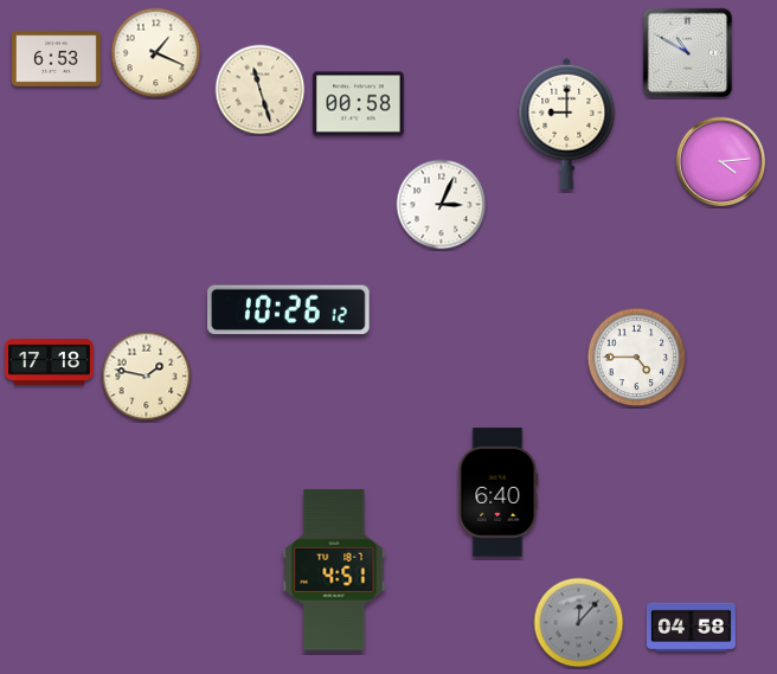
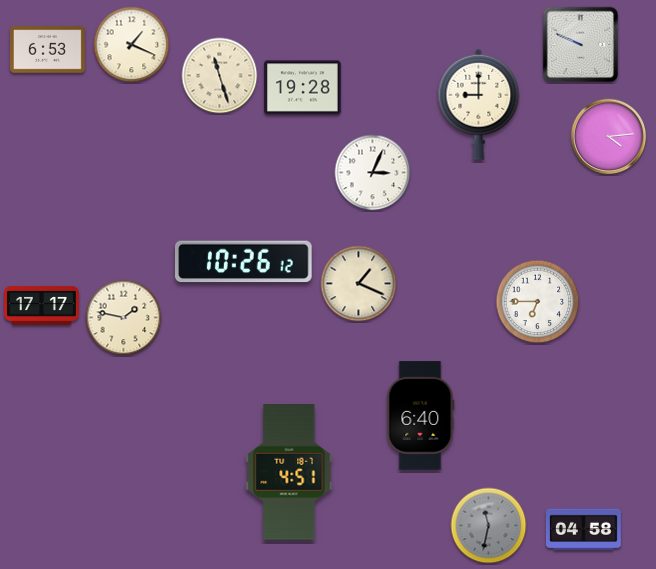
clock at (688, 53): 10:50 -> 9:49
clock at (359, 104): 00:58 -> 19:28
clock at (359, 284): none -> 1:19
clock at (637, 358): 4:45 -> 6:45
clock at (50, 362): 17:18 -> 17:17
clock at (334, 571) position: (334, 571) -> (289, 473)
clock at (579, 623): 12:07 -> 11:32
